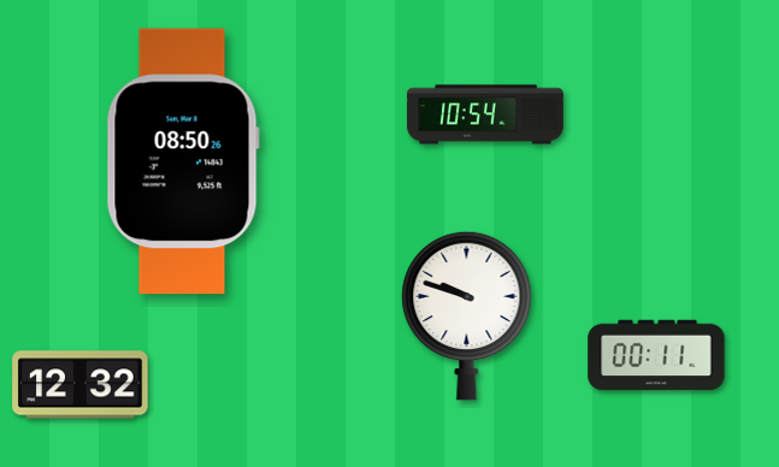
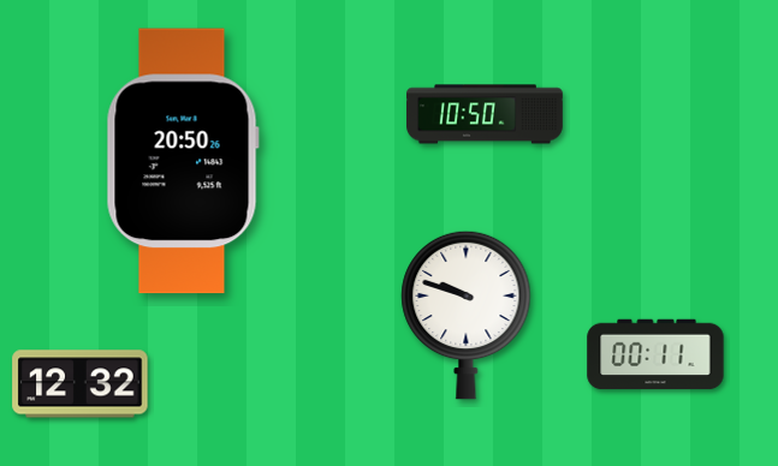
clock at (486, 114): 10:54 -> 10:50
clock at (183, 161): 08:50 -> 20:50
